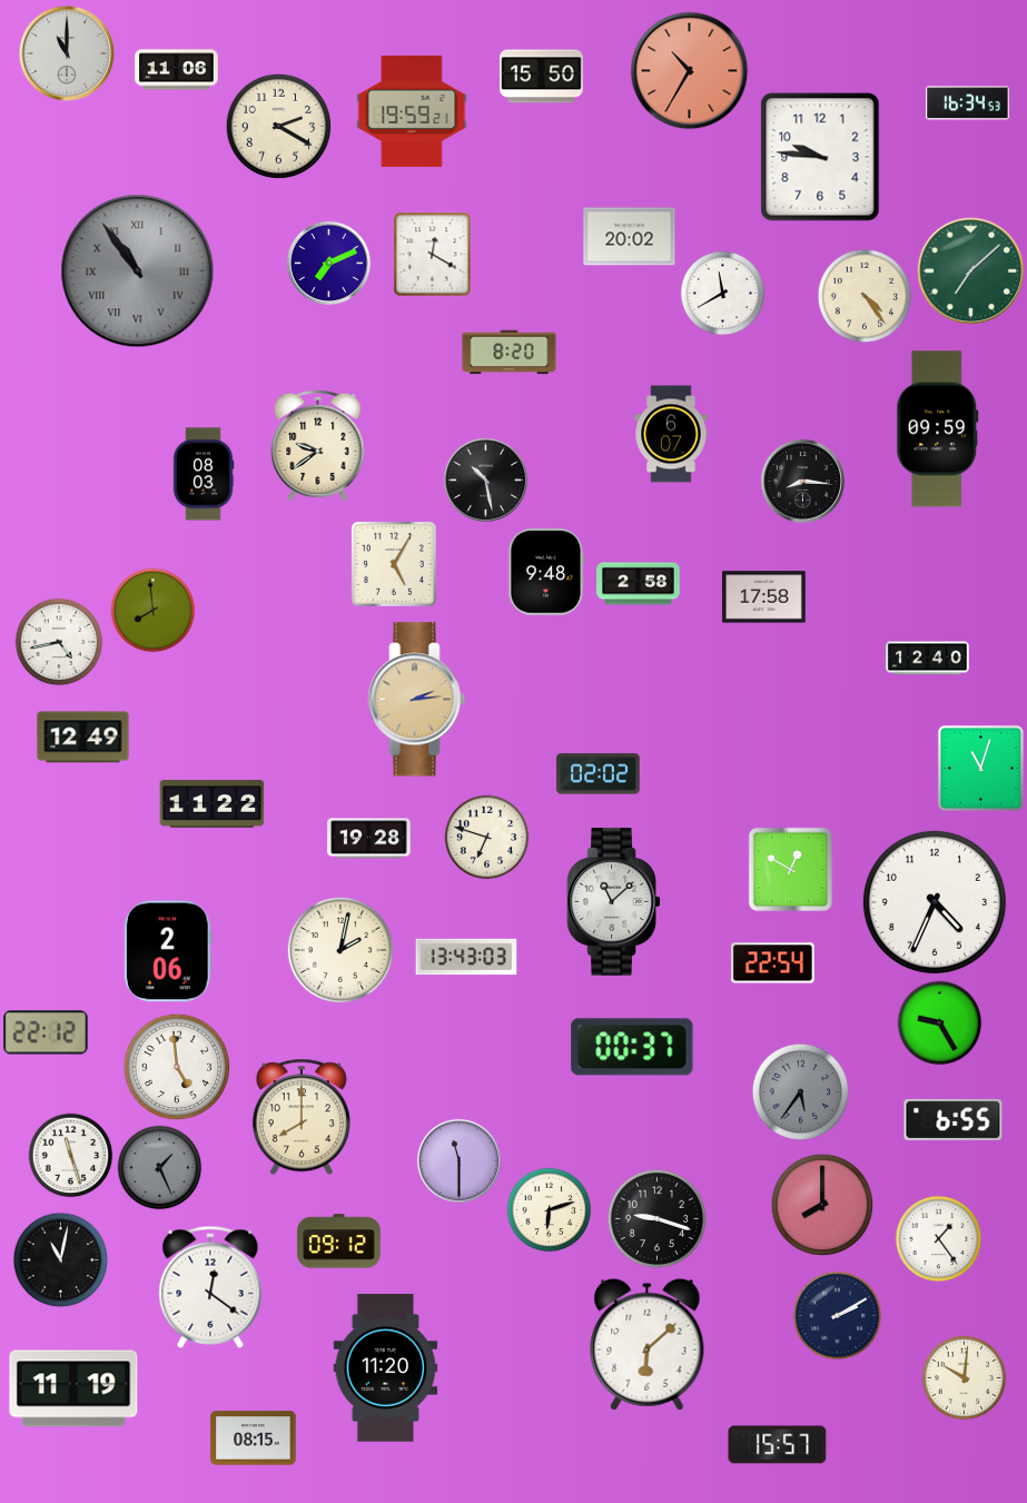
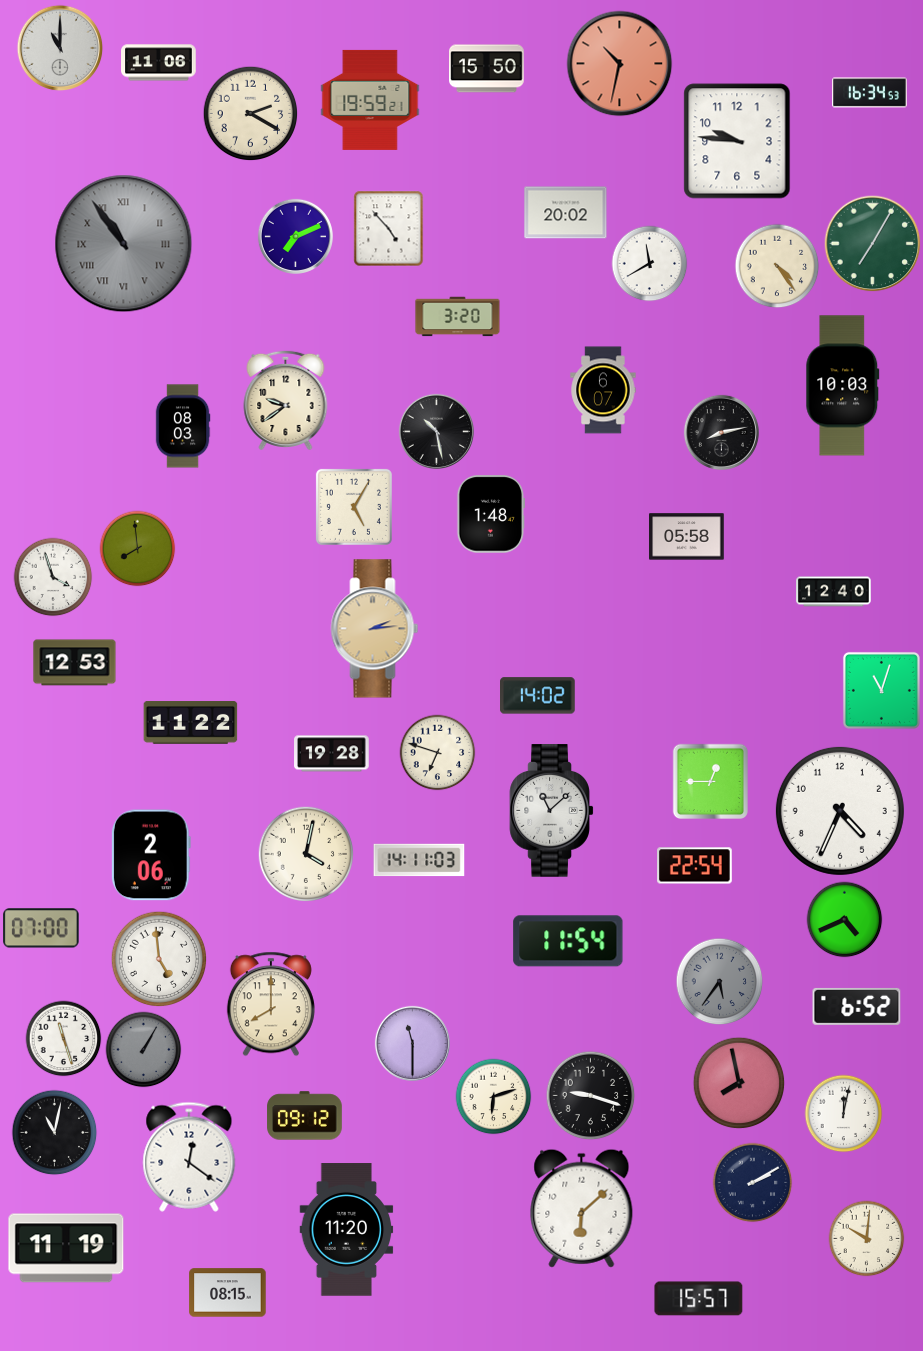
clock at (690, 71): 10:35 -> 10:32
clock at (433, 255): 12:20 -> 4:53
clock at (971, 271): 7:08 -> 7:05
clock at (510, 353): 8:20 -> 3:20
clock at (938, 429): 09:59 -> 10:03
clock at (802, 481): 8:16 -> 8:13
clock at (546, 572): 9:48 -> 1:48
clock at (639, 584): 2:58 -> none
clock at (764, 597): 17:58 -> 05:58
clock at (59, 642): 4:43 -> 3:57
clock at (83, 738): 12:49 -> 12:53
clock at (599, 774): 02:02 -> 14:02
clock at (790, 869): 12:50 -> 12:45
clock at (340, 950): 2:02 -> 4:02
clock at (466, 957): 13:43 -> 14:11
clock at (940, 1024): 9:25 -> 4:41
clock at (46, 1032): 22:12 -> 07:00
clock at (632, 1047): 00:37 -> 11:54
clock at (954, 1119): 6:55 -> 6:52
clock at (160, 1168): 1:26 -> 1:05
clock at (822, 1205): 8:00 -> 7:58
clock at (550, 1210) position: (550, 1210) -> (494, 1097)
clock at (939, 1239): 1:24 -> 12:02
